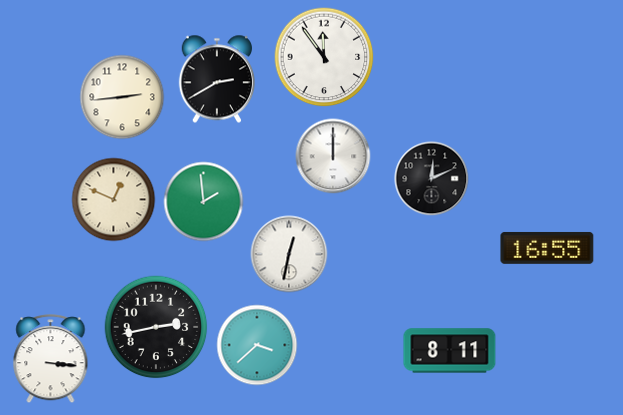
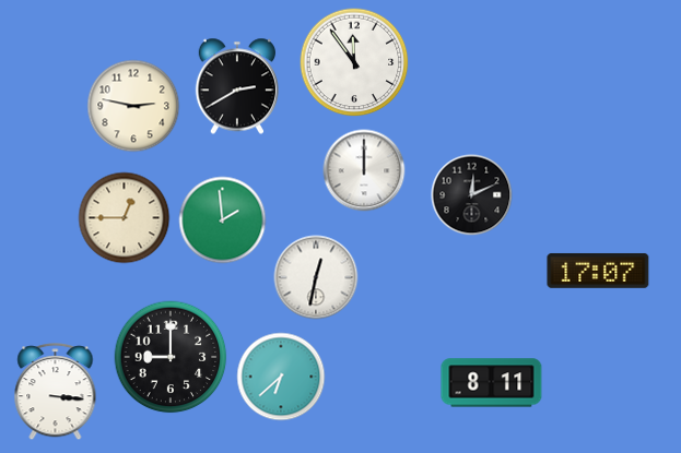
clock at (122, 97): 2:44 -> 2:47
clock at (114, 200): 12:49 -> 12:45
clock at (547, 248): 16:55 -> 17:07
clock at (156, 327): 2:43 -> 9:00
clock at (257, 345): 3:38 -> 6:38
